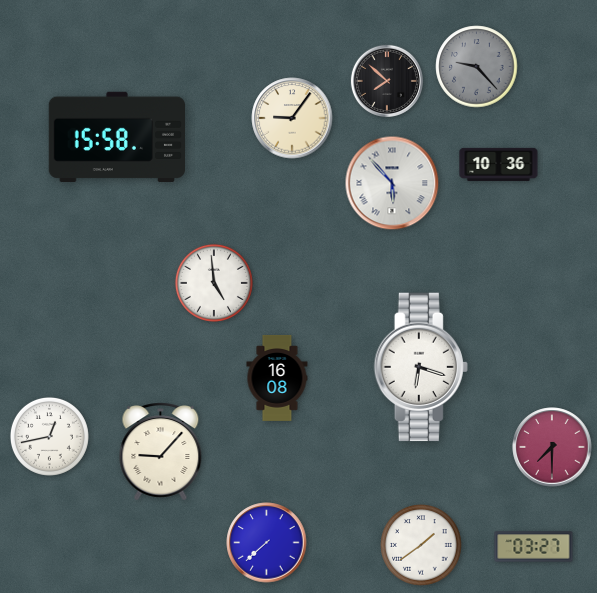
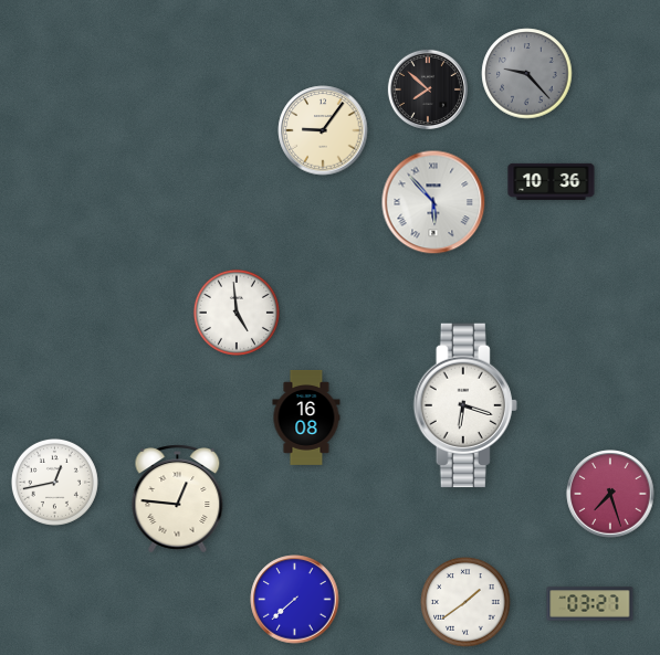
clock at (116, 137): 15:58 -> none
clock at (552, 447): 7:30 -> 7:27
clock at (161, 452): 9:07 -> 12:46
